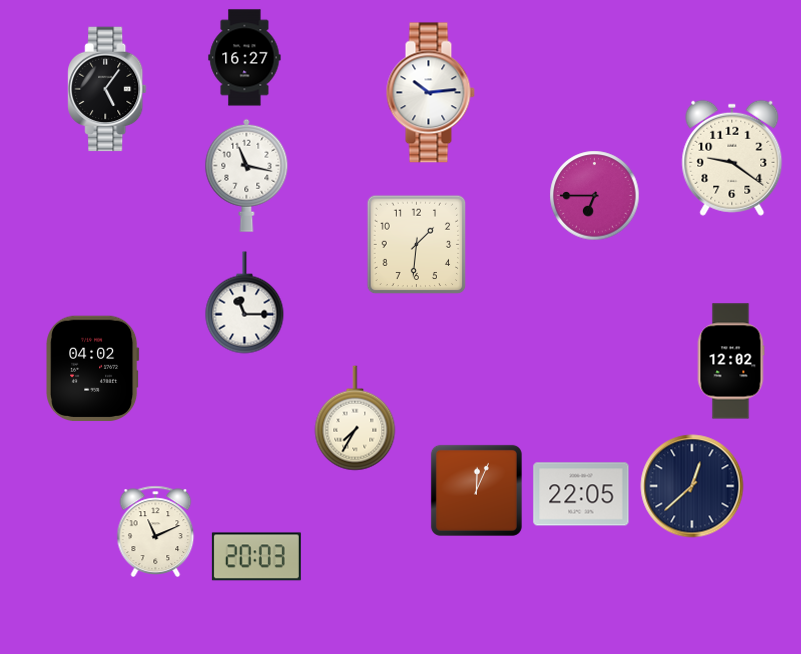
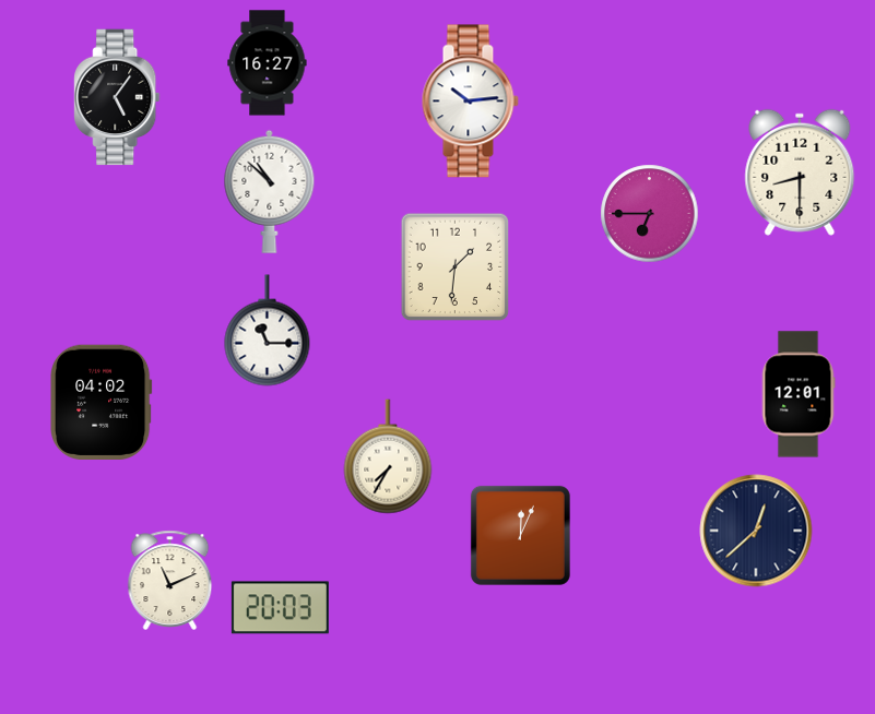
clock at (732, 158): 9:21 -> 8:30
clock at (247, 175): 11:17 -> 10:52
clock at (731, 361): 12:02 -> 12:01
clock at (581, 494): 22:05 -> none
